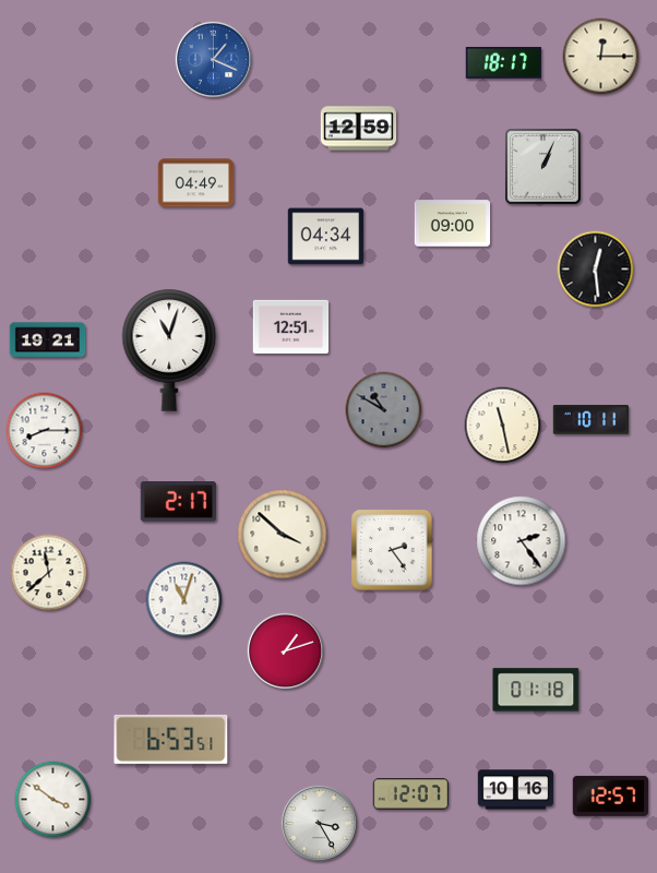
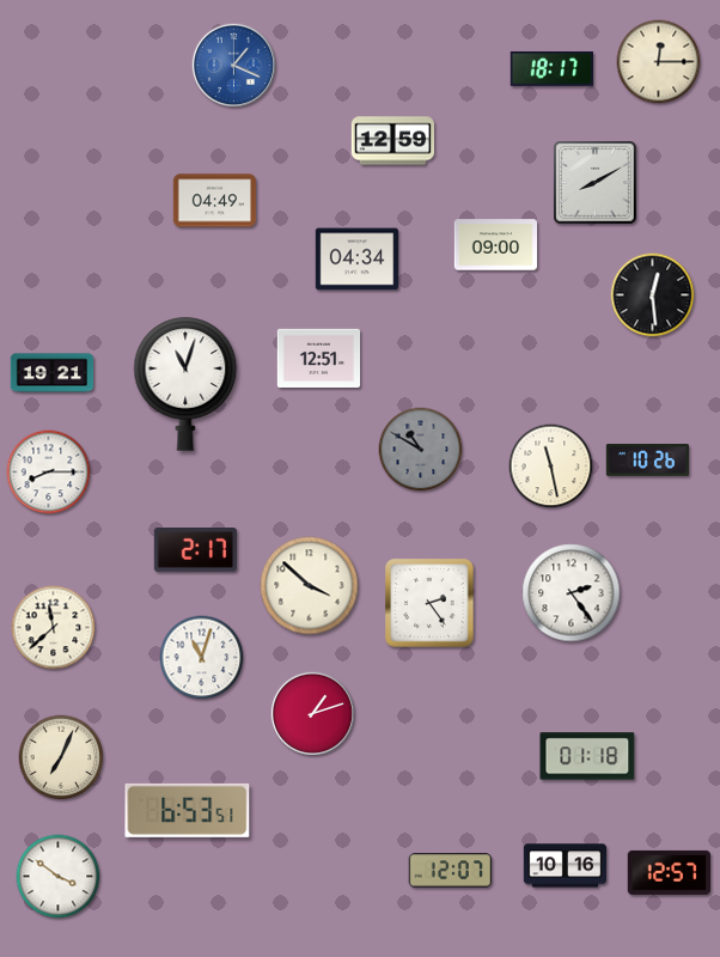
clock at (543, 167): 1:04 -> 8:10
clock at (592, 420): 10:11 -> 10:26
clock at (61, 757): none -> 7:04
clock at (319, 823): 3:25 -> none
